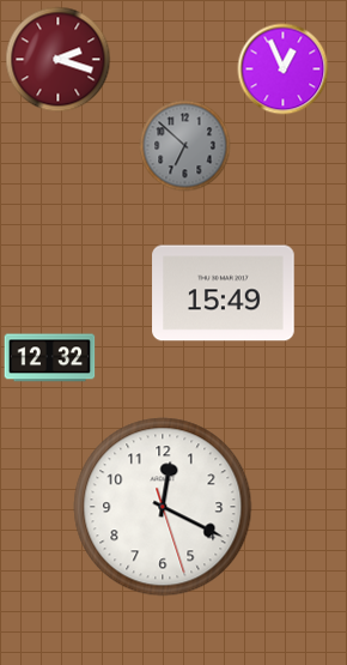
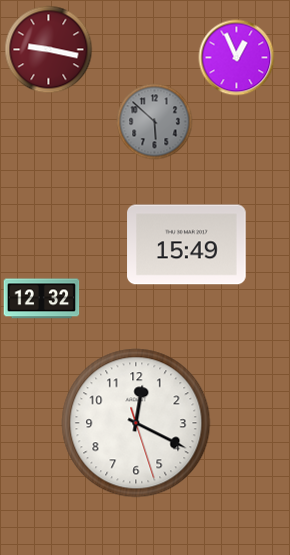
clock at (59, 60): 2:18 -> 9:17
clock at (185, 146): 6:52 -> 5:52
